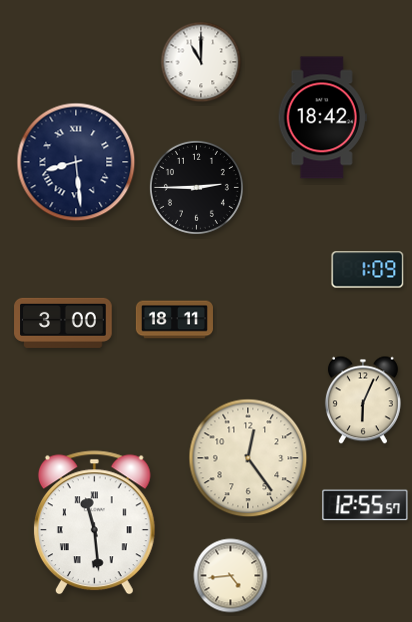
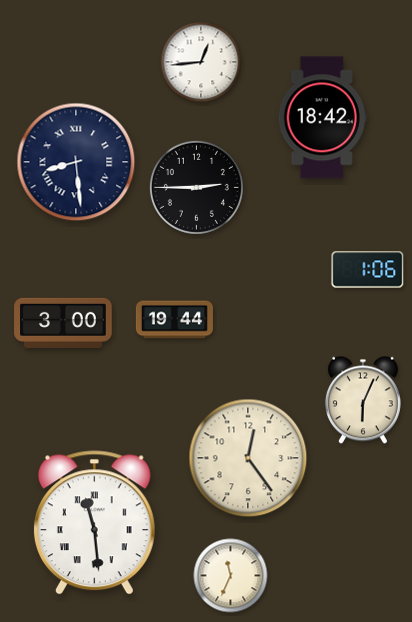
clock at (201, 62): 11:00 -> 12:44
clock at (368, 270): 1:09 -> 1:06
clock at (174, 320): 18:11 -> 19:44
clock at (365, 505): 12:55 -> none
clock at (231, 576): 4:44 -> 11:34
